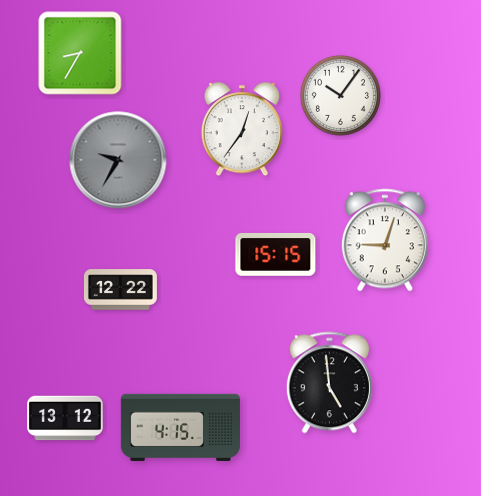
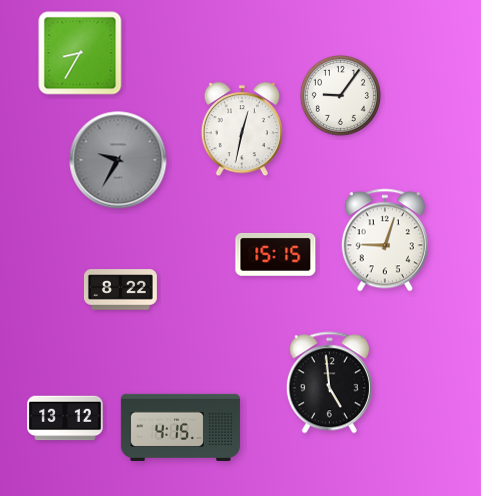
clock at (340, 95): 10:06 -> 9:06
clock at (242, 130): 12:36 -> 12:32
clock at (120, 290): 12:22 -> 8:22
